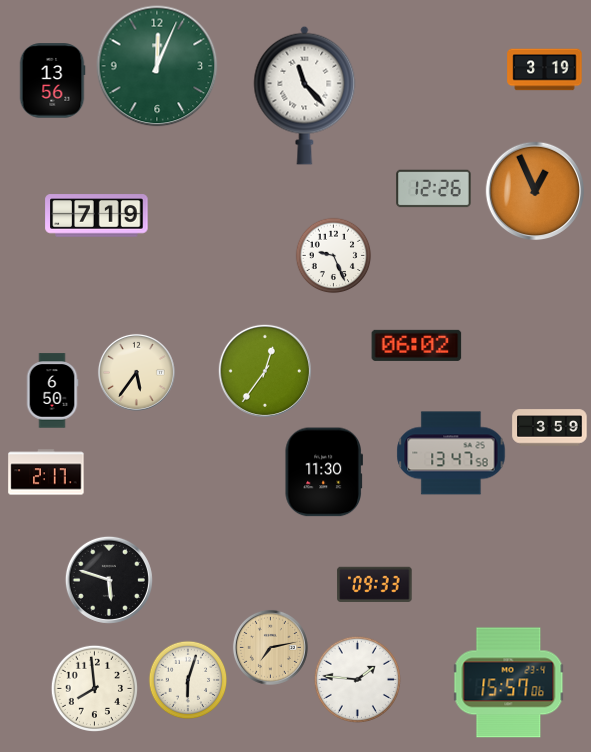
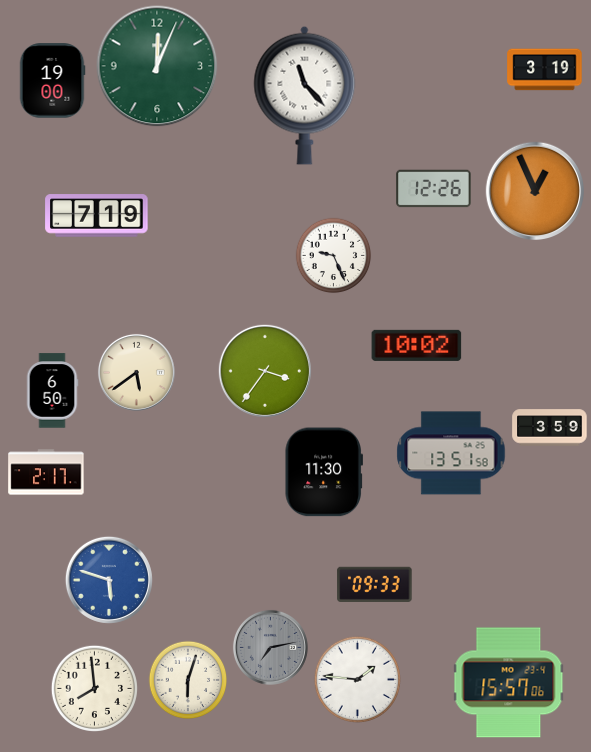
clock at (52, 81): 13:56 -> 19:00
clock at (417, 345): 06:02 -> 10:02
clock at (265, 371): 12:36 -> 3:36
clock at (136, 372): 5:36 -> 5:39
clock at (451, 453): 13:47 -> 13:51
clock at (109, 580) dial: black -> blue
clock at (270, 647) dial: champagne -> grey
